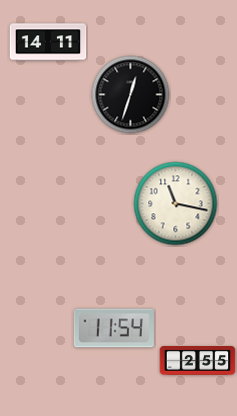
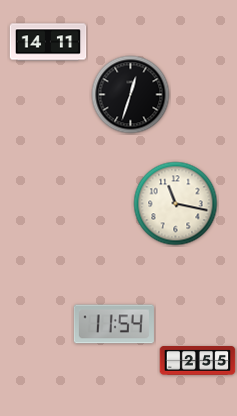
clock at (114, 328) position: (114, 328) -> (114, 324)
